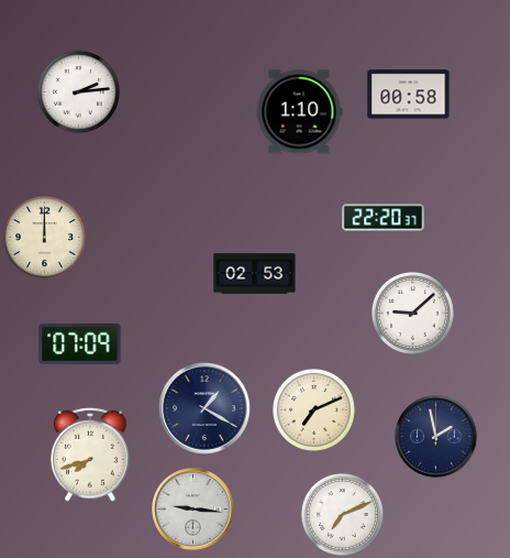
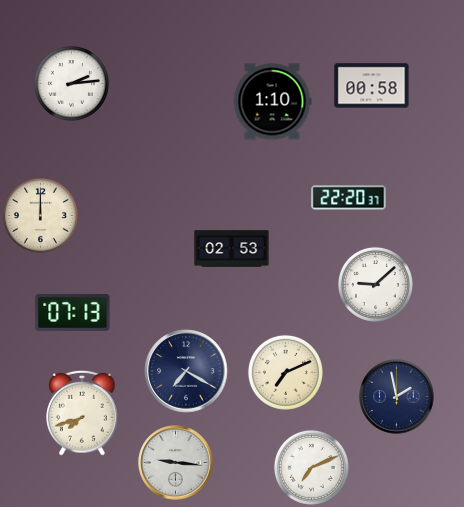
clock at (80, 343): 07:09 -> 07:13
clock at (204, 408): 1:20 -> 7:20
